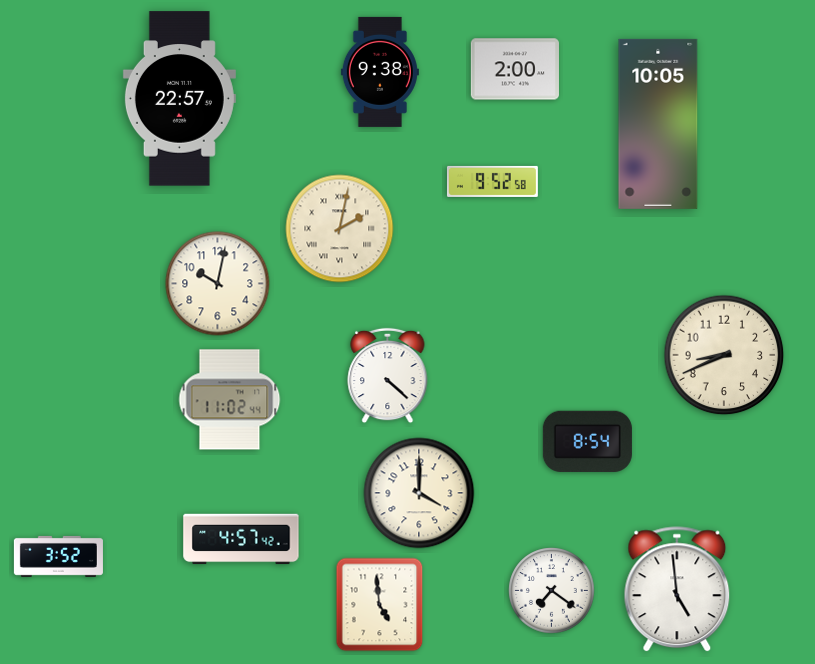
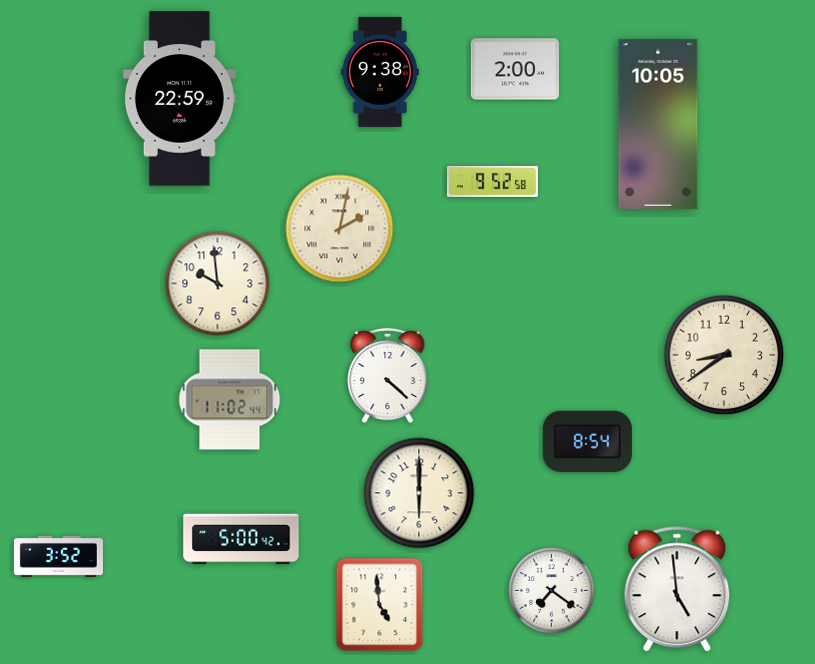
clock at (179, 99): 22:57 -> 22:59
clock at (218, 284): 10:02 -> 9:59
clock at (724, 355): 8:41 -> 8:39
clock at (419, 493): 4:00 -> 6:00
clock at (241, 539): 4:57 -> 5:00
